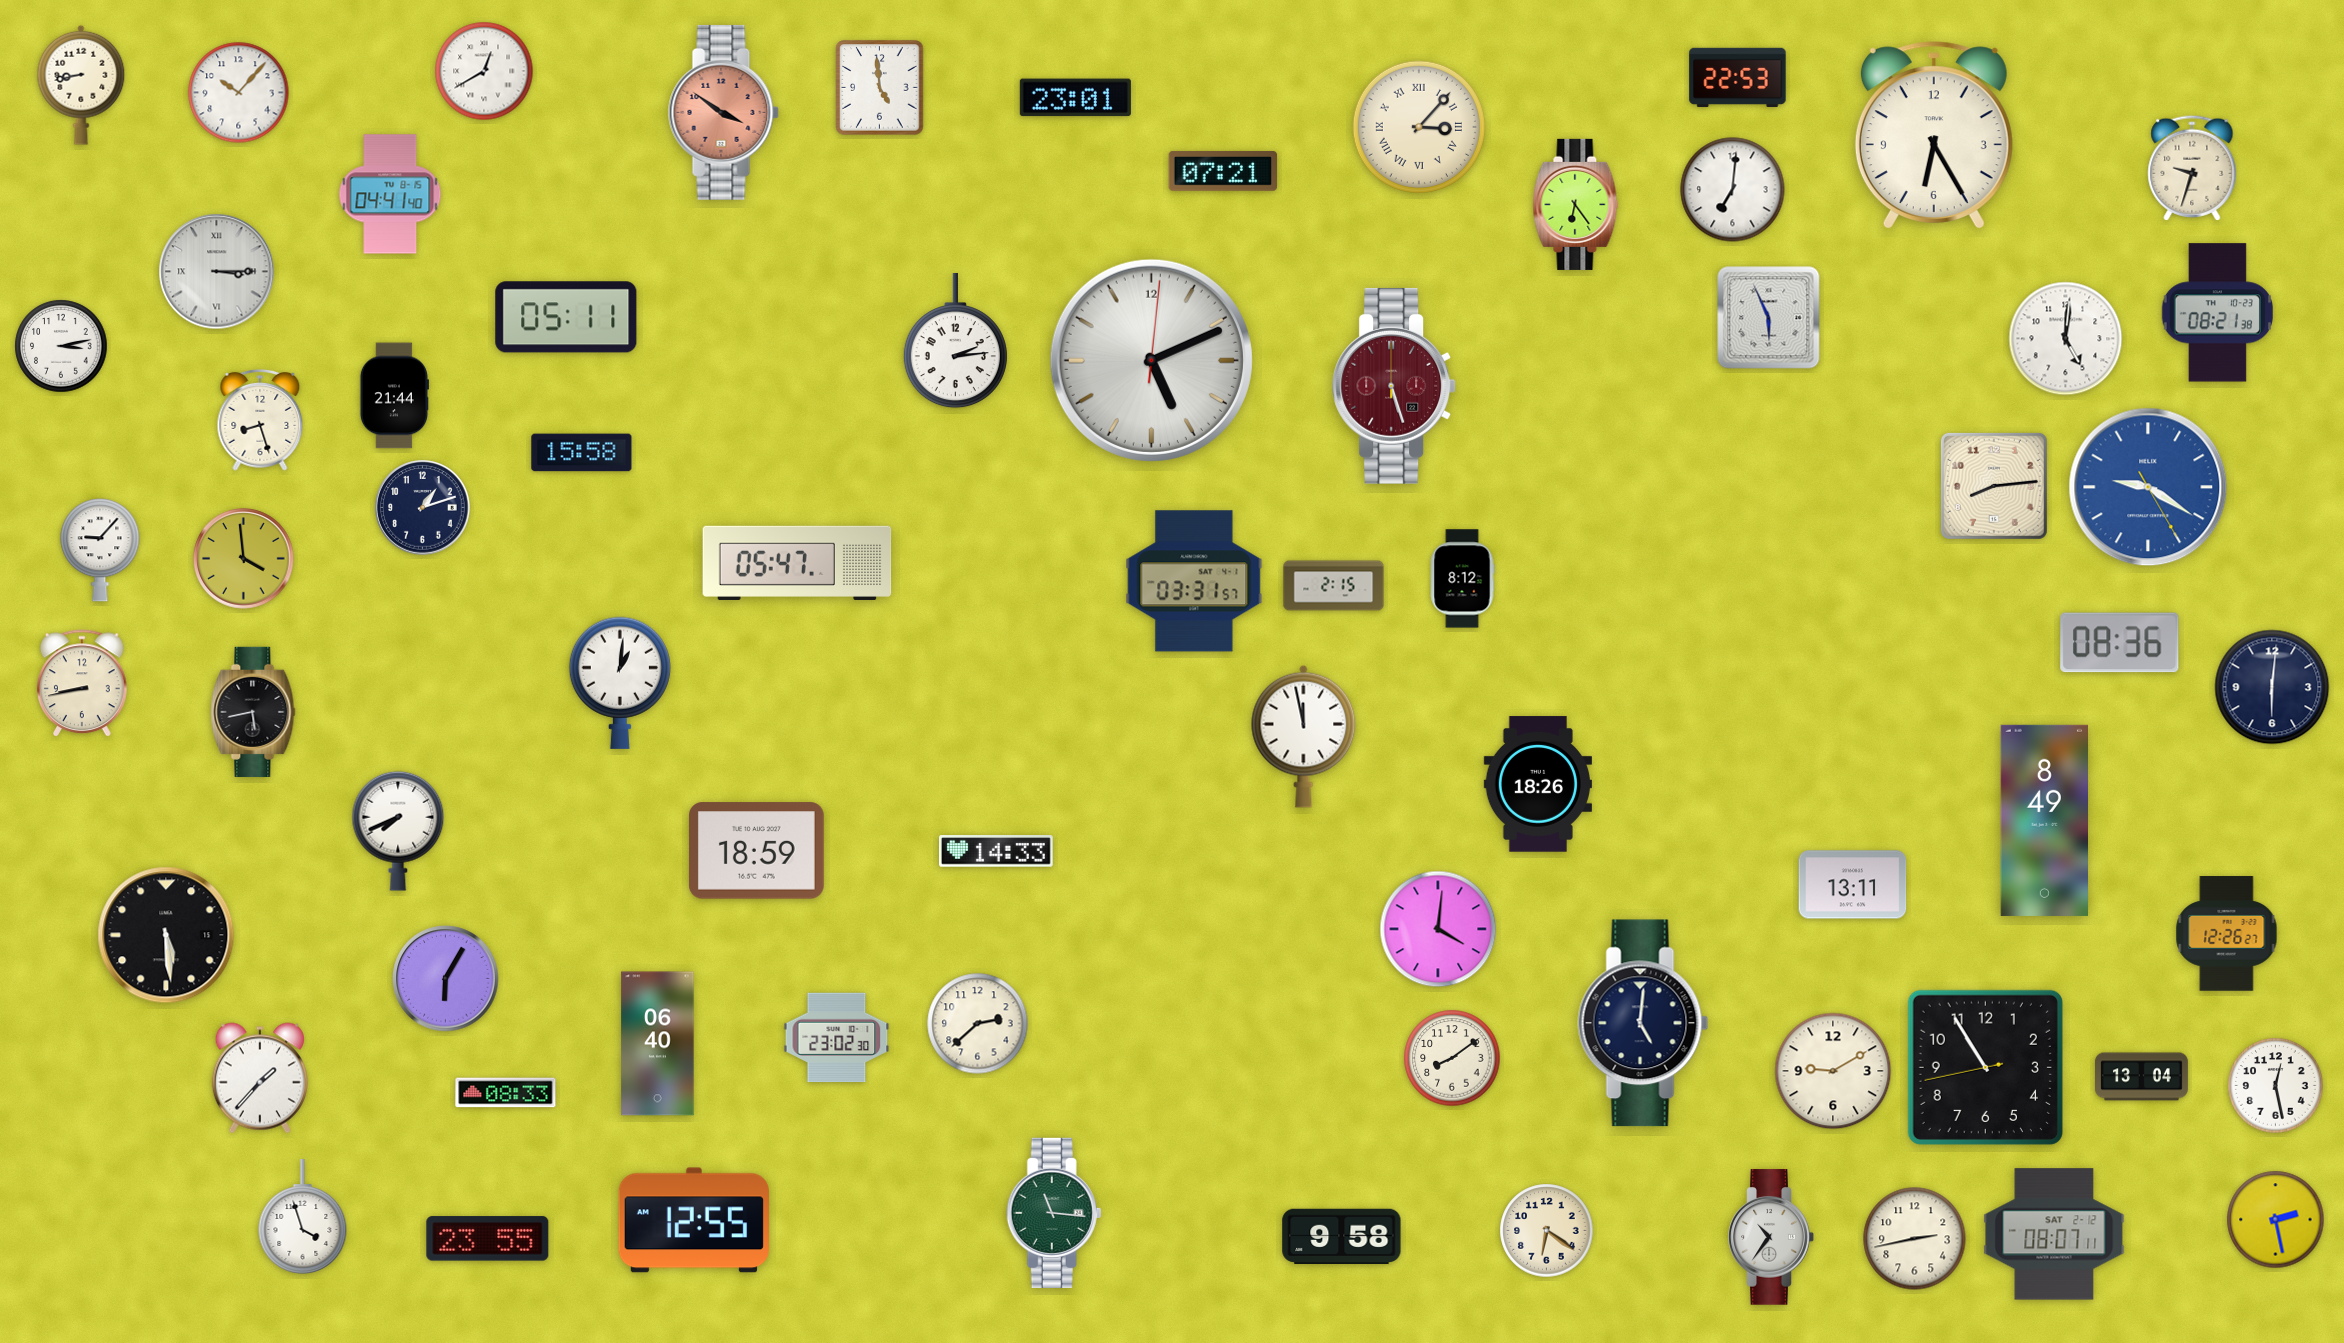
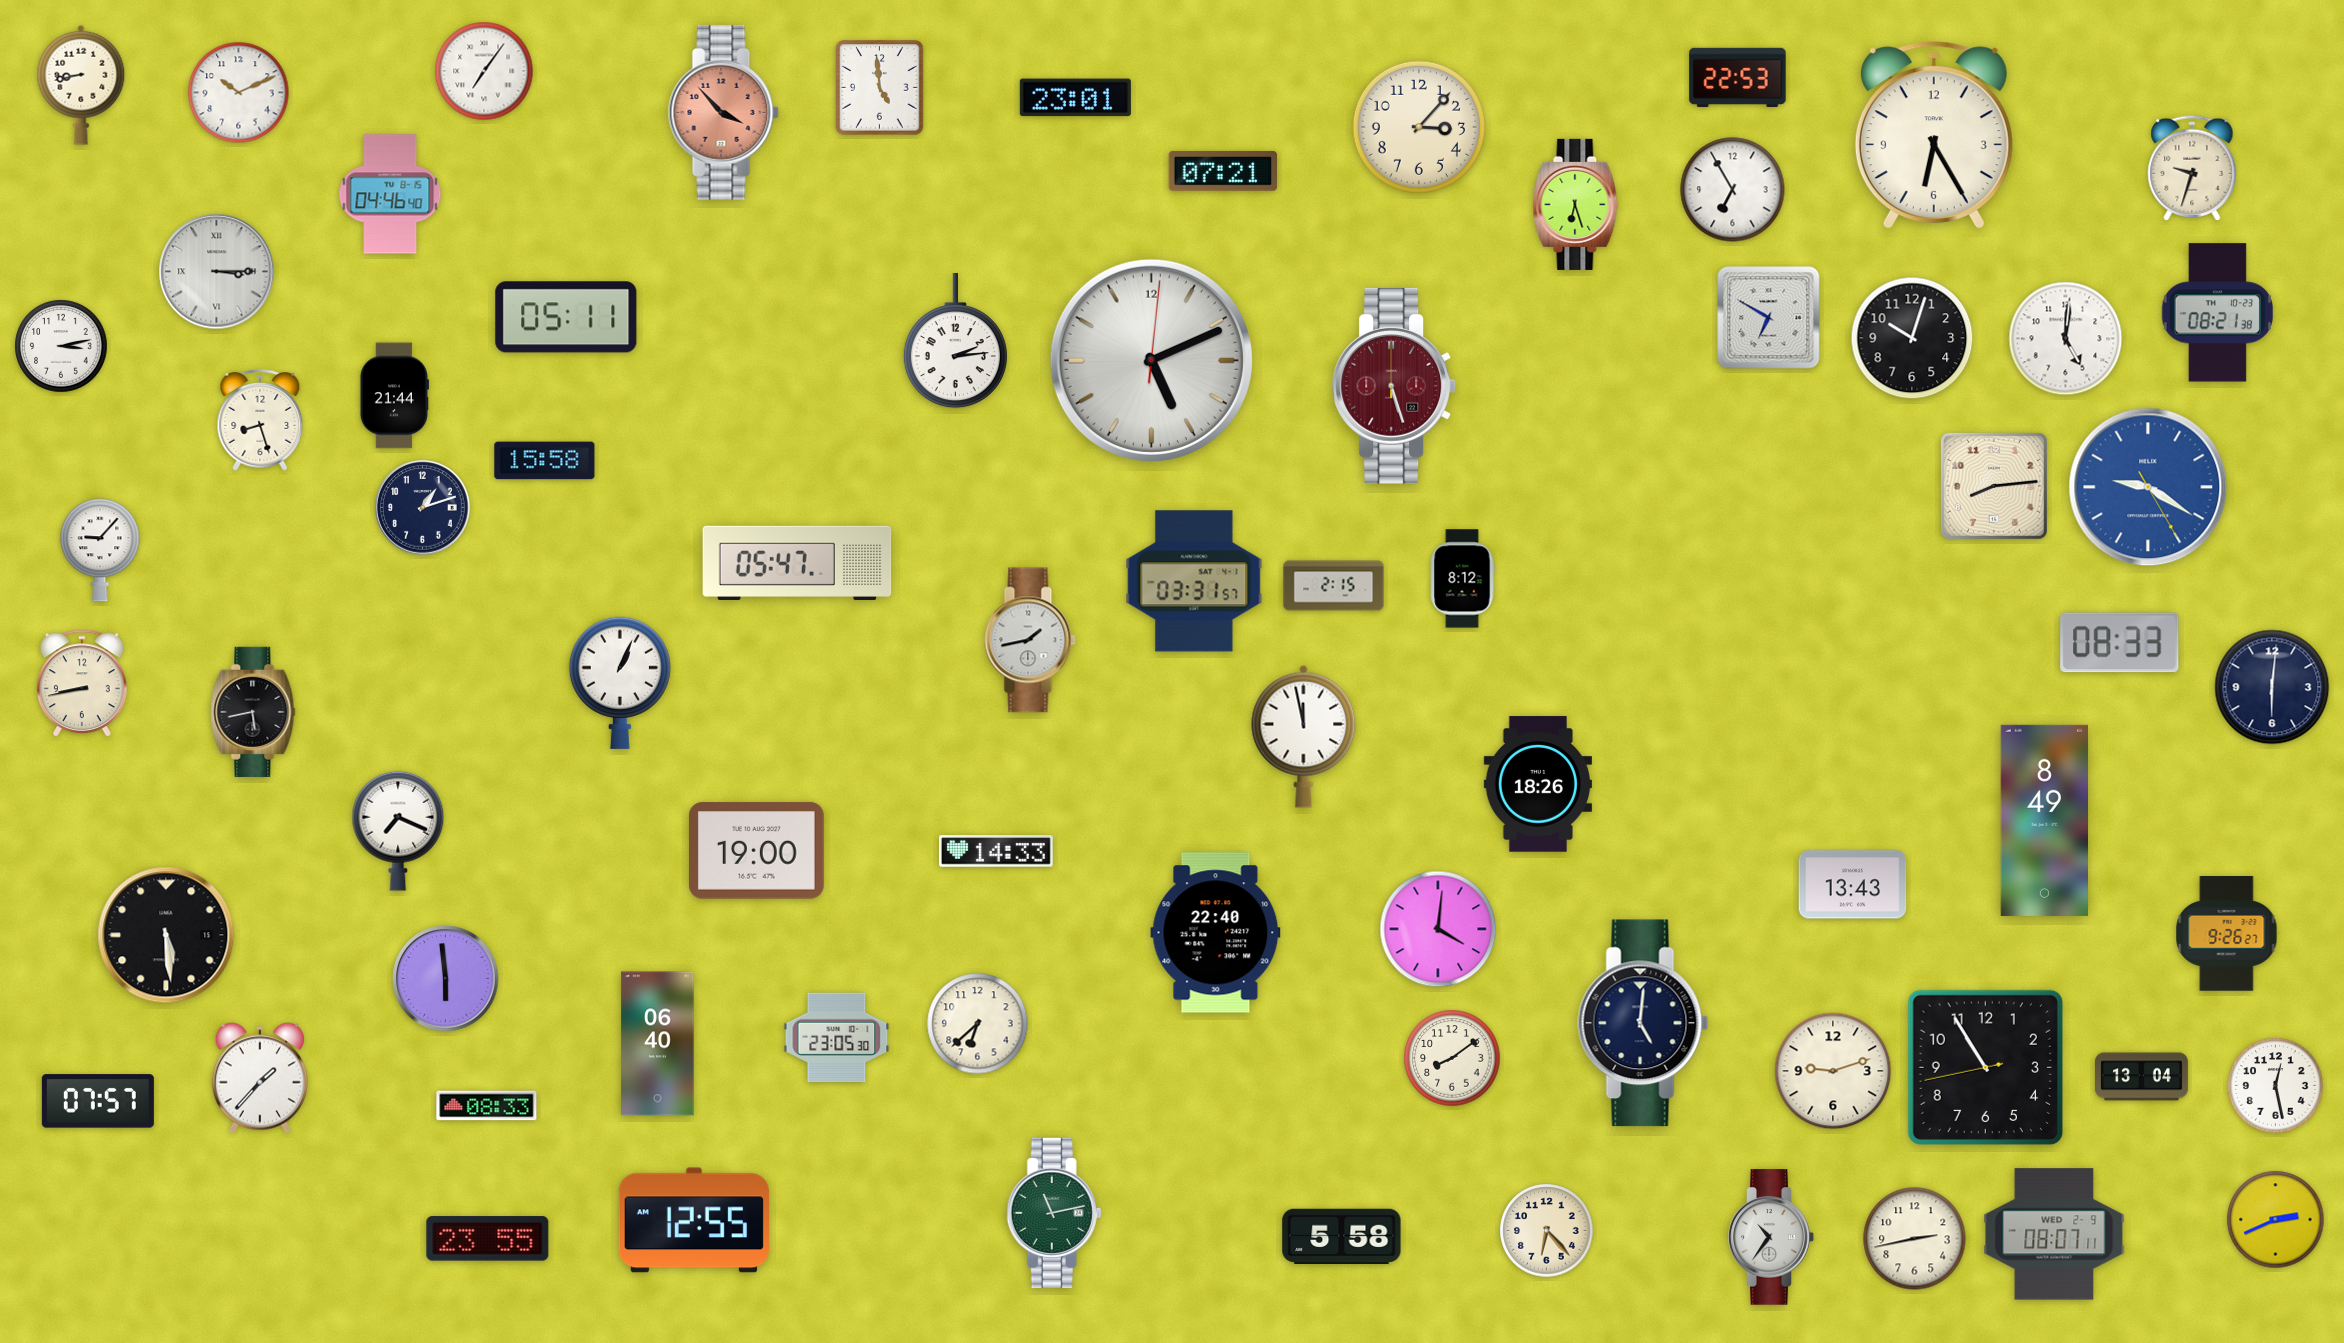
clock at (484, 71): 12:40 -> 7:06
clock at (239, 93): 10:07 -> 10:11
clock at (723, 112): 3:51 -> 3:53
clock at (1419, 127) numerals: Roman -> Arabic
clock at (1733, 190): 7:01 -> 6:55
clock at (390, 194): 04:41 -> 04:46
clock at (1576, 204): 6:24 -> 6:27
clock at (1769, 318): 5:56 -> 6:50
clock at (1912, 338): none -> 10:03
clock at (582, 453) position: (582, 453) -> (545, 461)
clock at (244, 559): 3:59 -> none
clock at (1030, 640): none -> 1:43
clock at (2120, 643): 08:36 -> 08:33
clock at (620, 683): 1:01 -> 1:04
clock at (398, 831): 7:41 -> 7:19
clock at (756, 851): 18:59 -> 19:00
clock at (1853, 885): 13:11 -> 13:43
clock at (1216, 933): none -> 22:40
clock at (2227, 934): 12:26 -> 9:26
clock at (446, 979): 6:05 -> 5:59
clock at (978, 1024): 2:38 -> 6:38
clock at (837, 1038): 23:02 -> 23:05
clock at (1833, 1071): 9:10 -> 9:12
clock at (506, 1093) position: (506, 1093) -> (487, 1106)
clock at (98, 1101): none -> 07:57
clock at (1054, 1213): 11:16 -> 11:13
clock at (303, 1217): 3:57 -> none
clock at (2276, 1220): 2:28 -> 2:41
clock at (1547, 1231): 6:21 -> 6:23
clock at (2054, 1234) date: SAT 2-12 -> WED 2-9
clock at (1342, 1236): 9:58 -> 5:58
